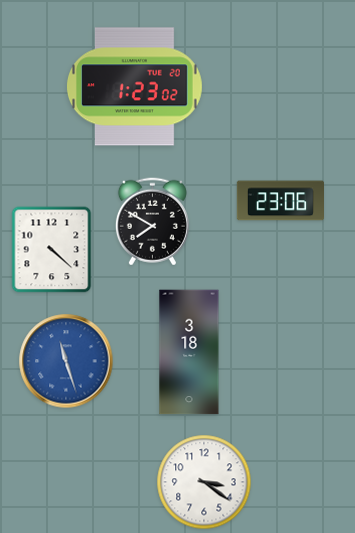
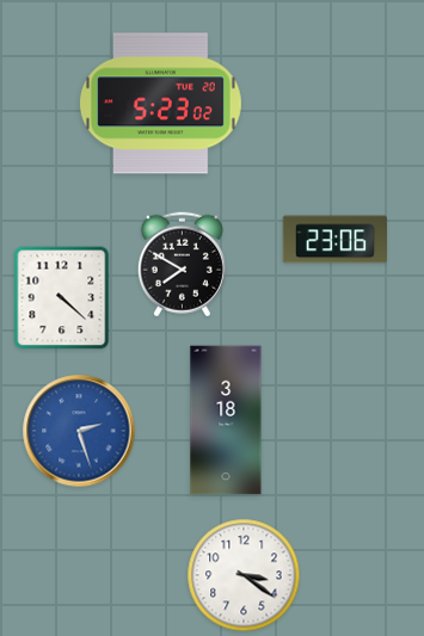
clock at (135, 87): 1:23 -> 5:23
clock at (66, 361): 11:27 -> 2:27
